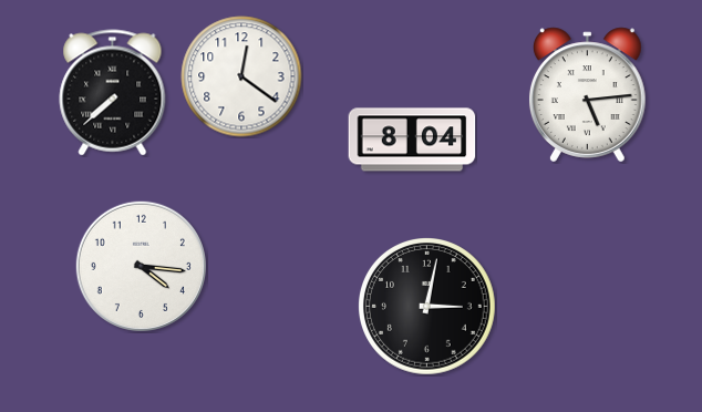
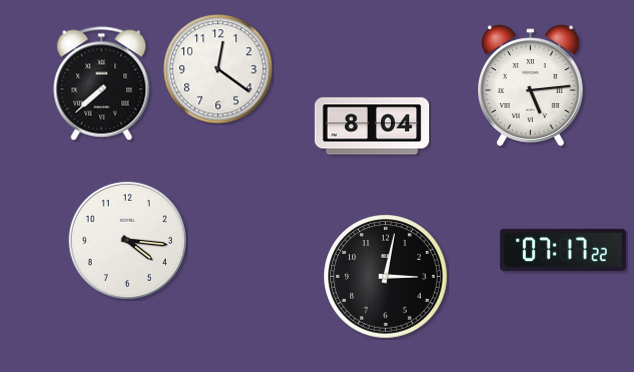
clock at (563, 250): none -> 07:17
